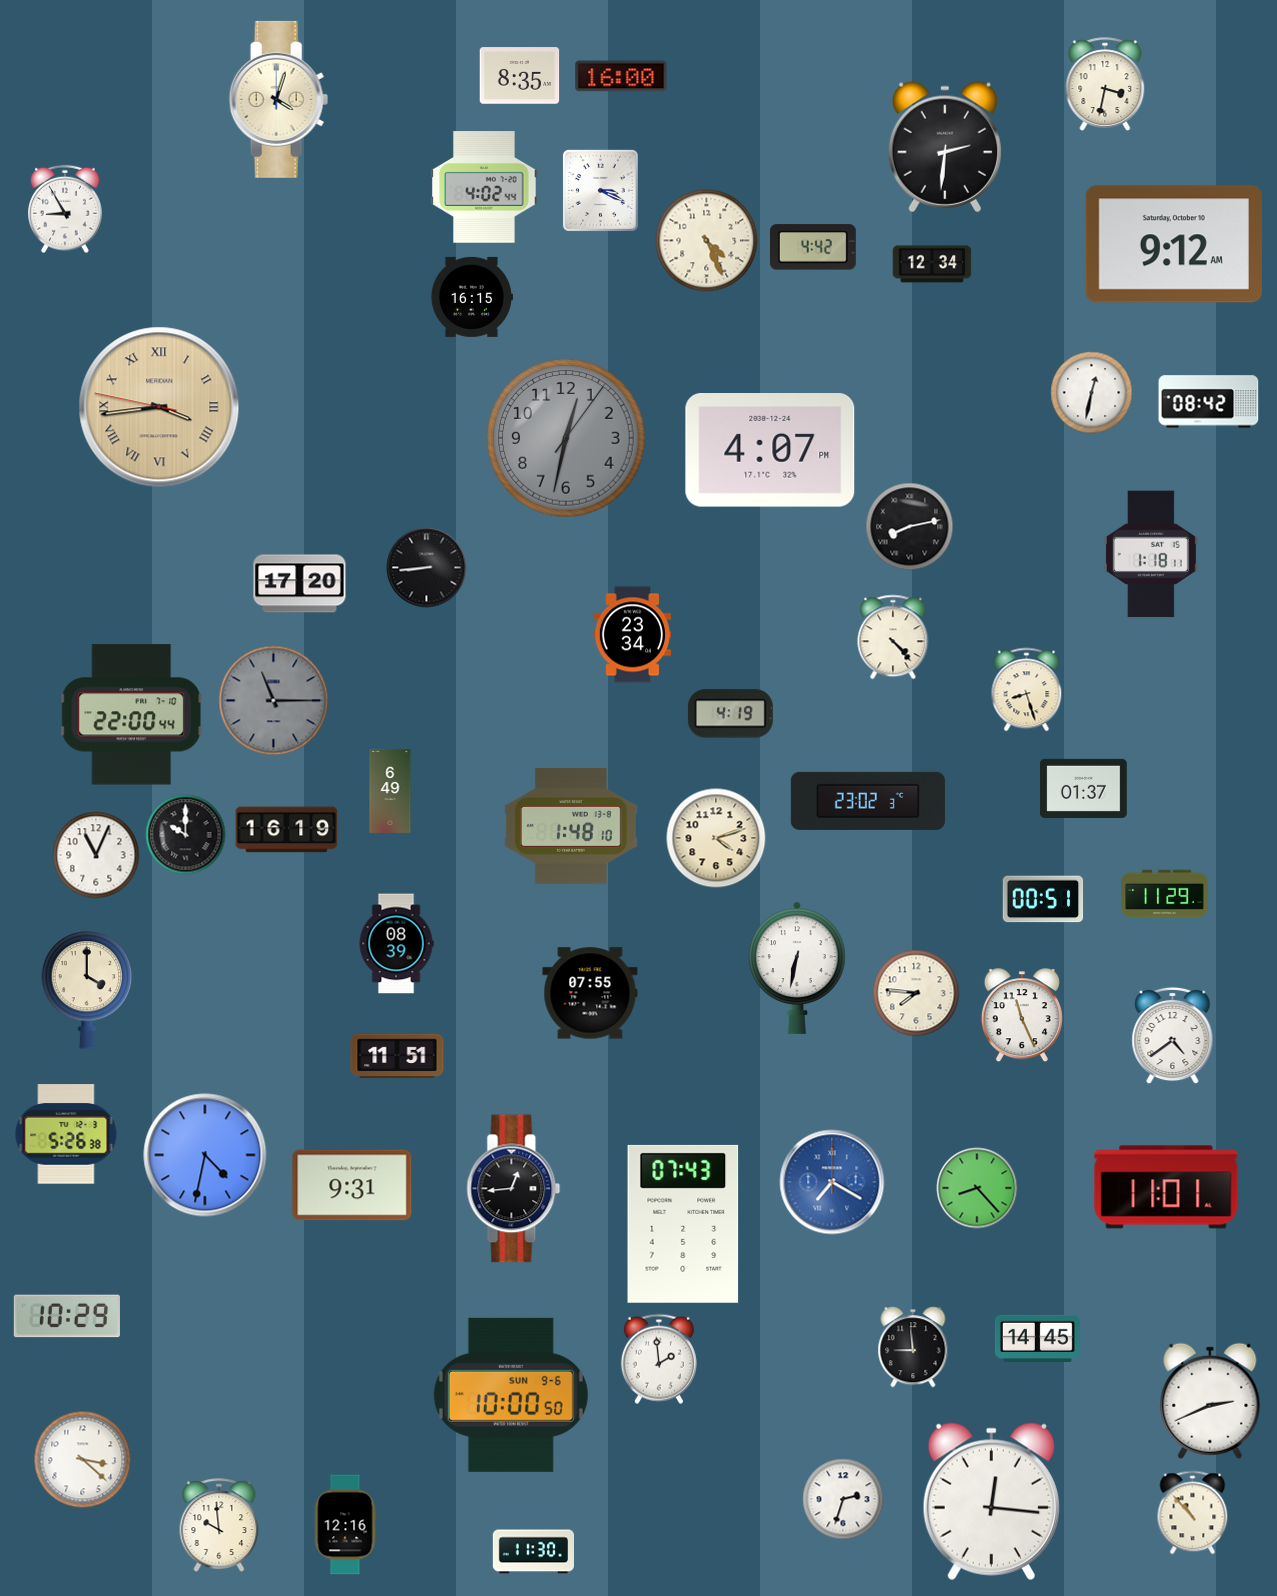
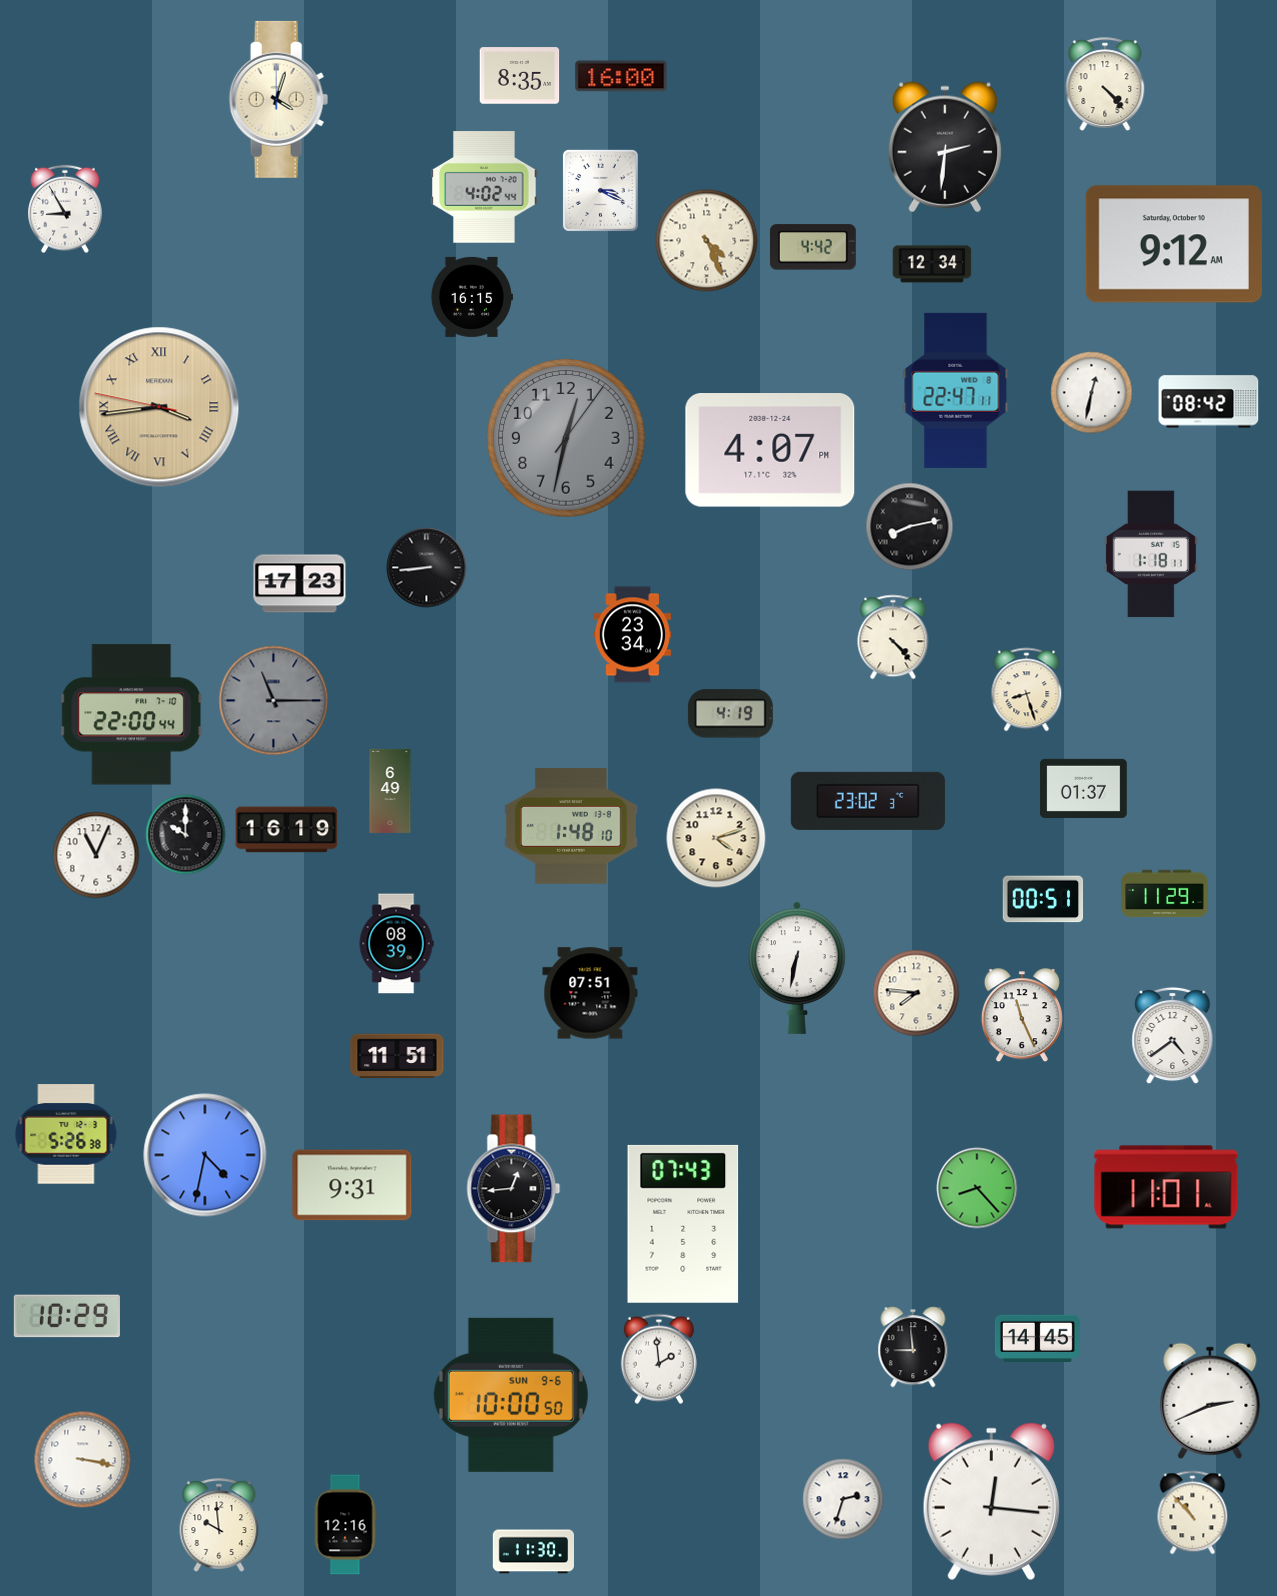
clock at (1105, 84): 3:32 -> 4:23
clock at (956, 390): none -> 22:47
clock at (300, 584): 17:20 -> 17:23
clock at (87, 991): 4:00 -> none
clock at (590, 993): 07:55 -> 07:51
clock at (832, 1182): 7:20 -> none
clock at (83, 1460): 3:22 -> 3:17
